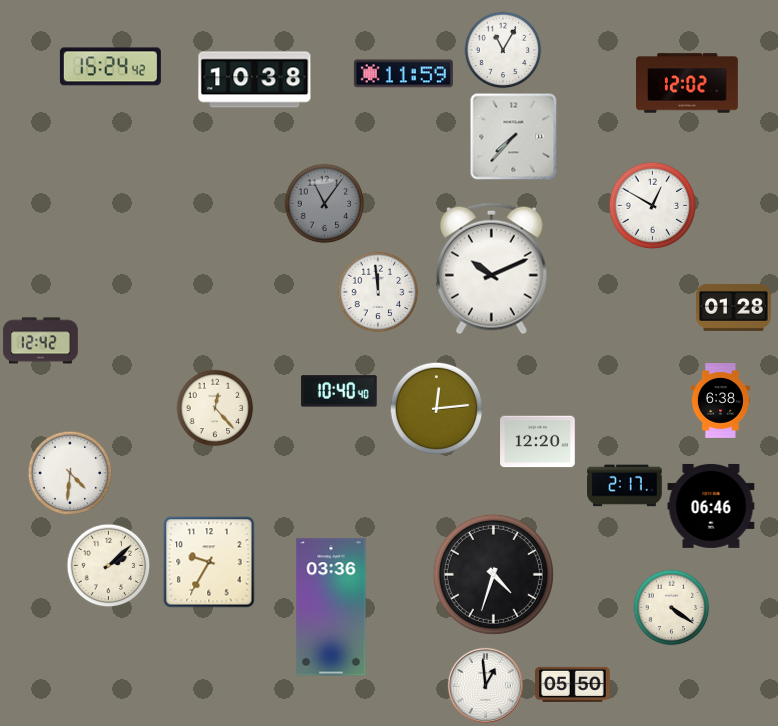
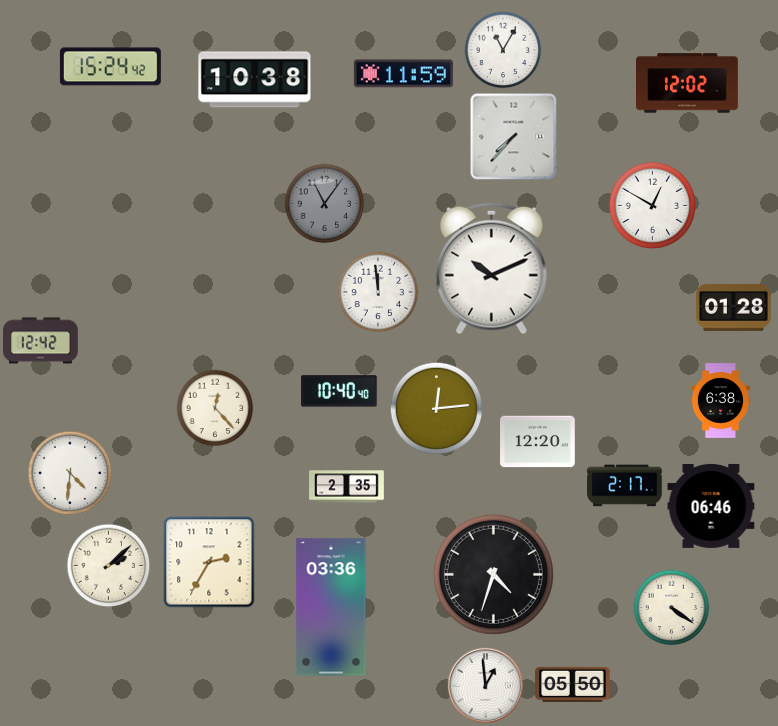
clock at (347, 487): none -> 2:35
clock at (209, 562): 9:35 -> 2:35
